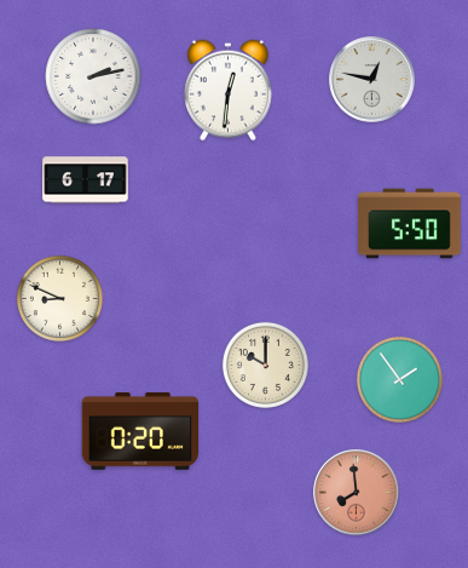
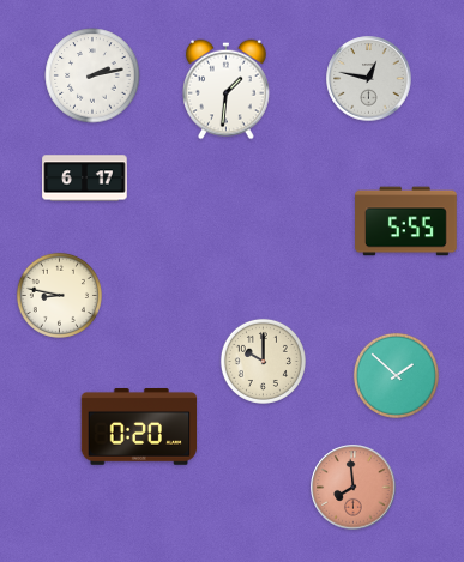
clock at (229, 91): 12:31 -> 1:31
clock at (410, 224): 5:50 -> 5:55
clock at (59, 298): 8:49 -> 8:47
clock at (399, 379): 1:54 -> 1:52
